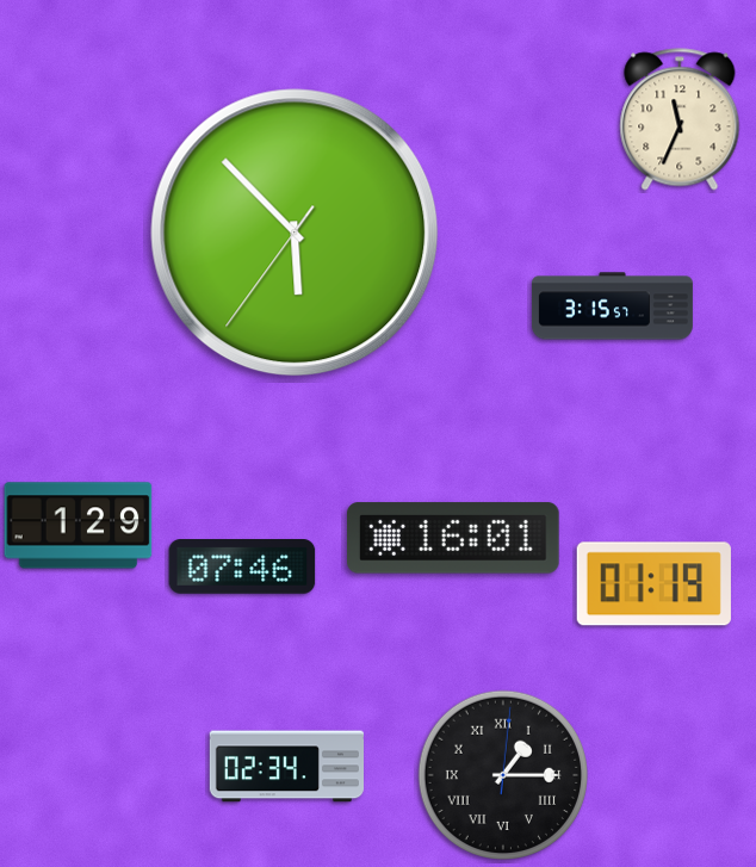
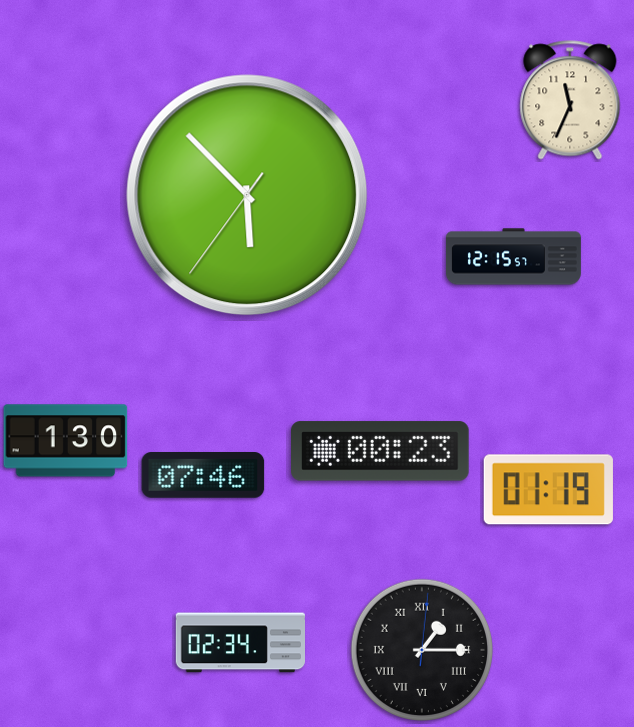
clock at (612, 306): 3:15 -> 12:15
clock at (79, 526): 1:29 -> 1:30
clock at (454, 538): 16:01 -> 00:23
